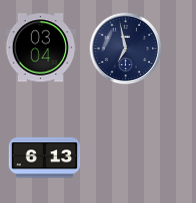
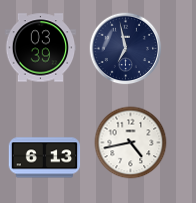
clock at (41, 48): 03:04 -> 03:39
clock at (131, 143): none -> 4:43
